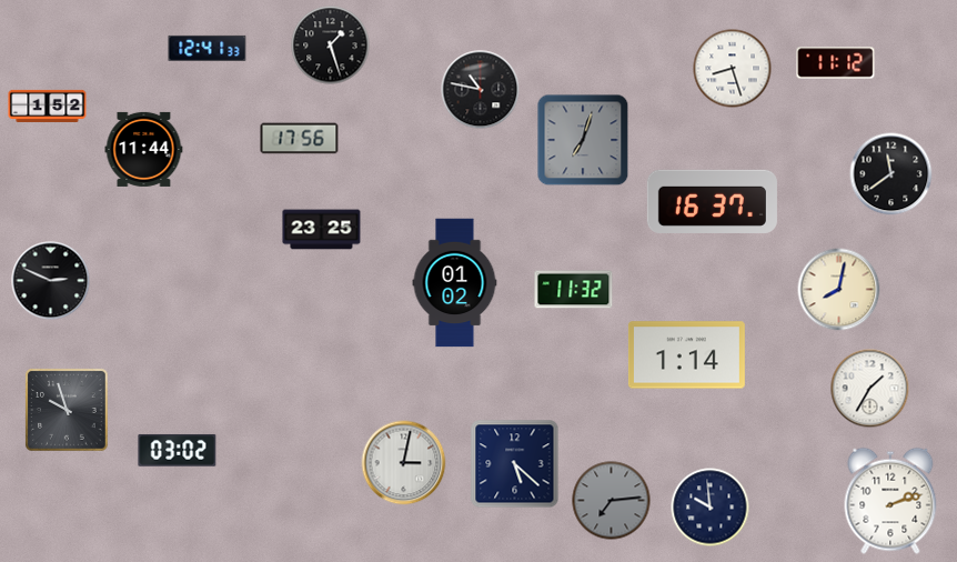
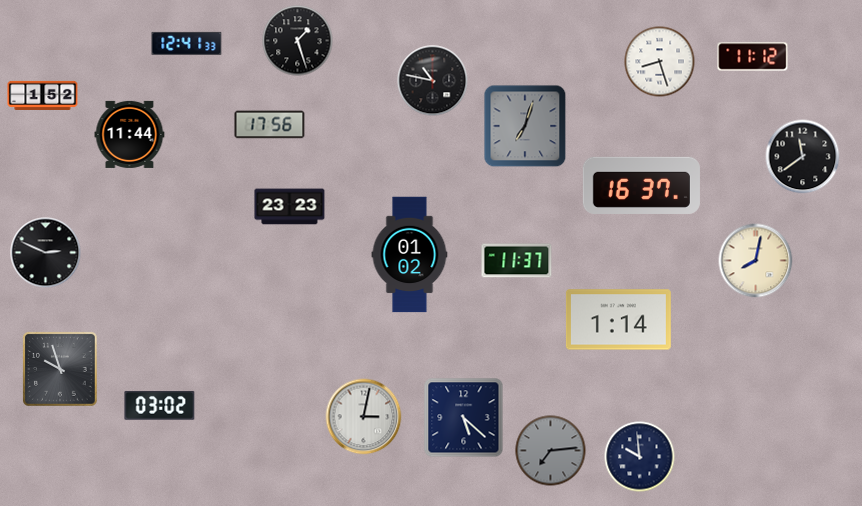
clock at (712, 201) position: (712, 201) -> (641, 185)
clock at (322, 230): 23:25 -> 23:23
clock at (574, 290): 11:32 -> 11:37
clock at (870, 389): 1:35 -> none
clock at (890, 501): 2:12 -> none
